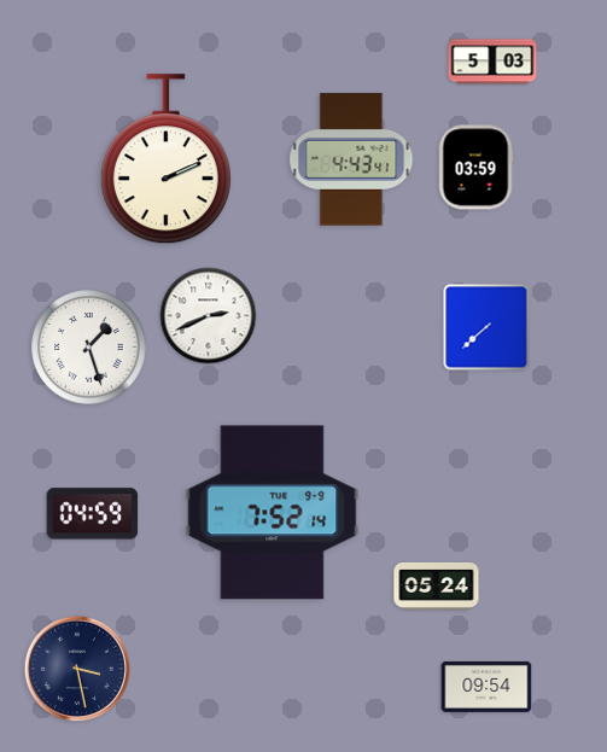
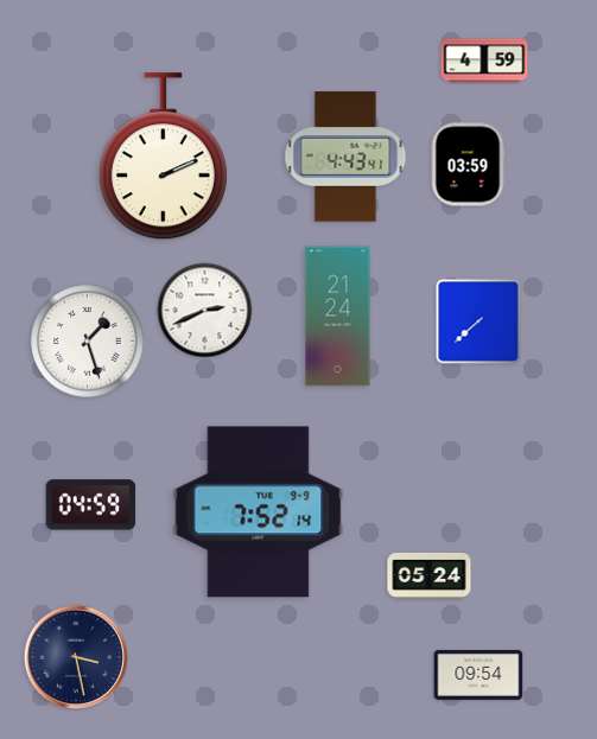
clock at (492, 62): 5:03 -> 4:59
clock at (338, 317): none -> 21:24
clock at (273, 513) position: (273, 513) -> (259, 512)
